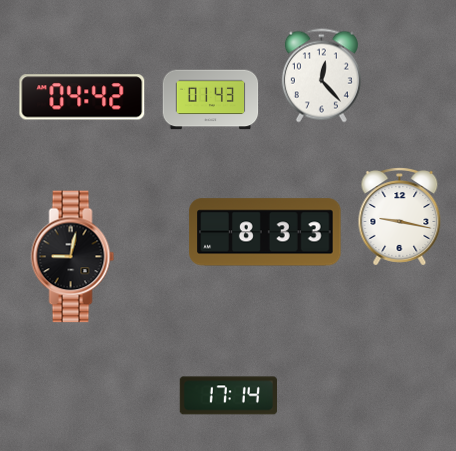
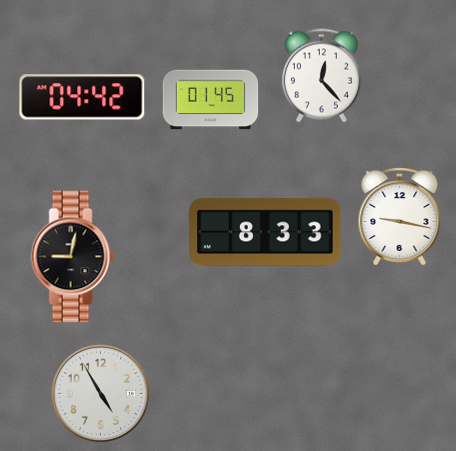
clock at (211, 100): 01:43 -> 01:45
clock at (101, 394): none -> 4:55
clock at (228, 396): 17:14 -> none
